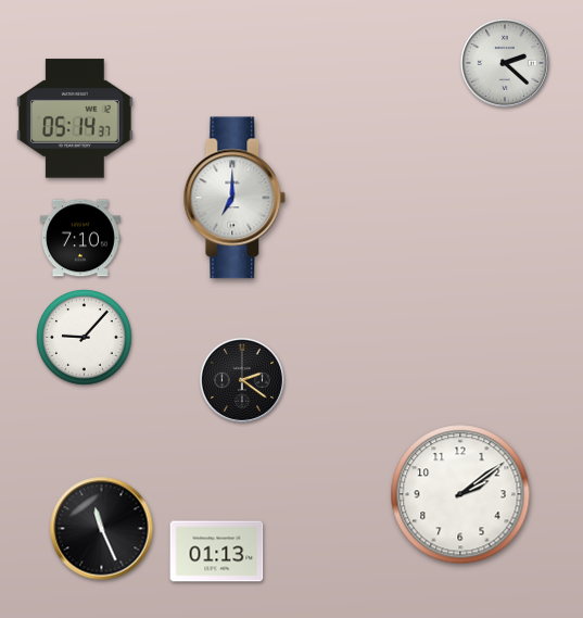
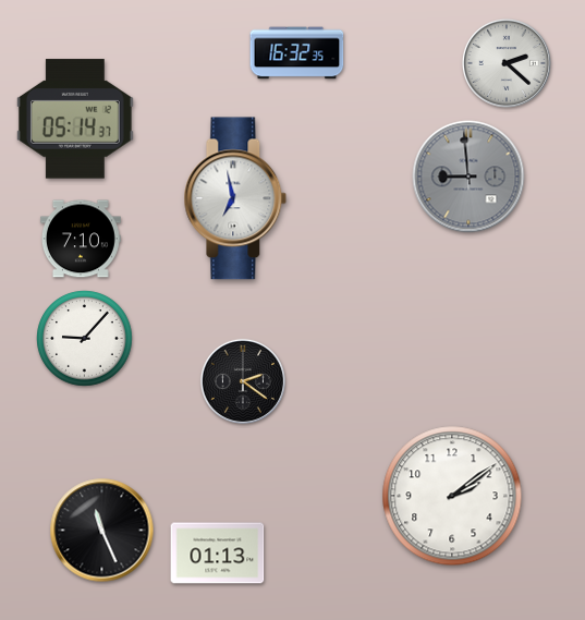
clock at (297, 53): none -> 16:32
clock at (468, 177): none -> 8:59
clock at (235, 198): 7:00 -> 6:58
clock at (460, 494) position: (460, 494) -> (452, 496)
